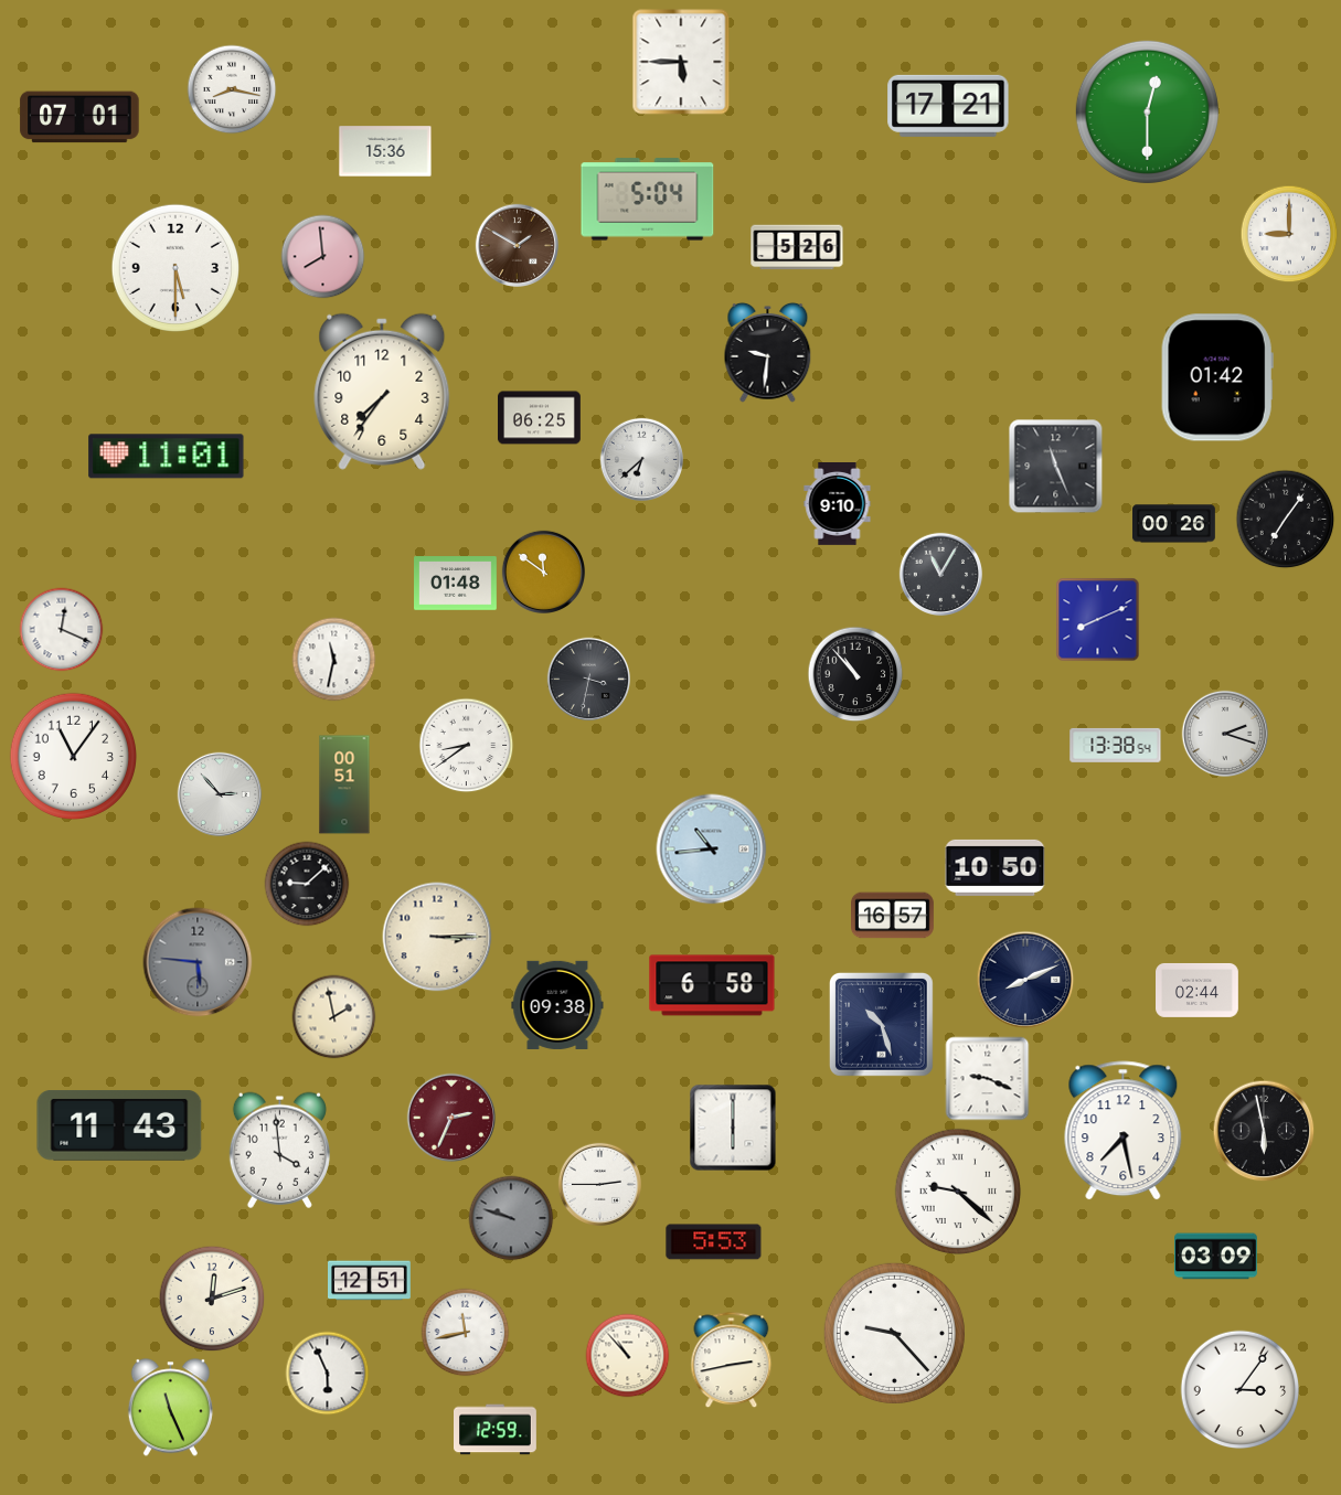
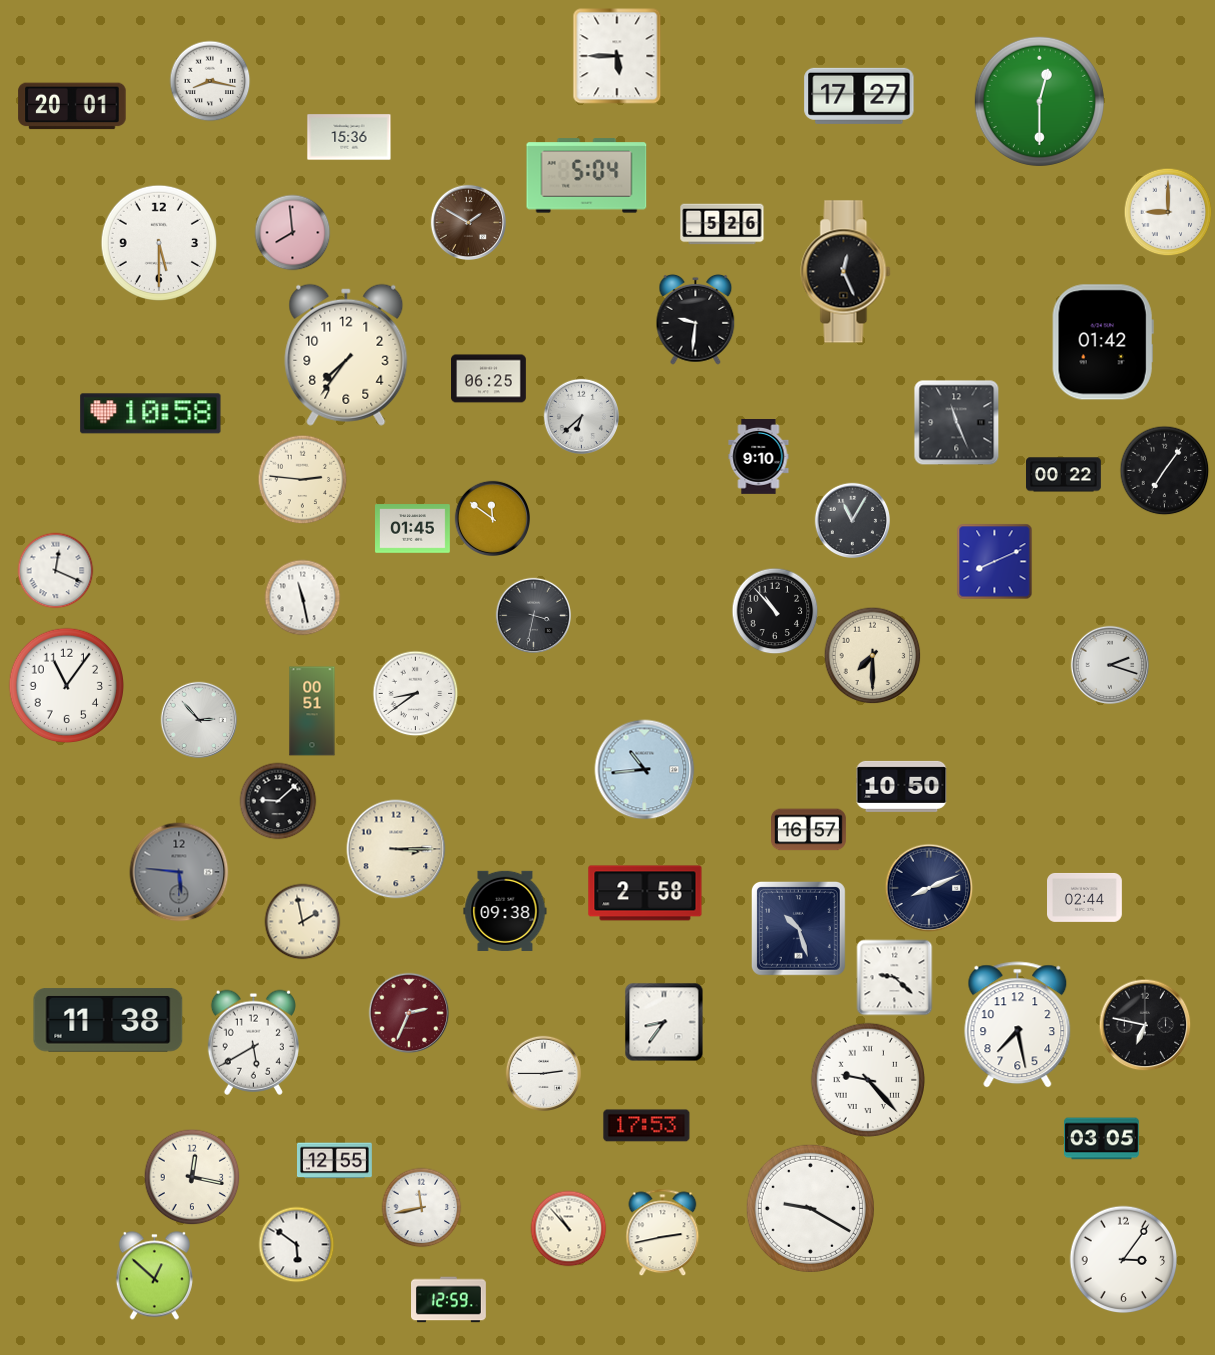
clock at (948, 106): 17:21 -> 17:27
clock at (79, 117): 07:01 -> 20:01
clock at (648, 200) position: (648, 200) -> (587, 176)
clock at (846, 272): none -> 12:26
clock at (167, 457): 11:01 -> 10:58
clock at (1174, 524): 00:26 -> 00:22
clock at (303, 480): none -> 2:46
clock at (456, 584): 01:48 -> 01:45
clock at (334, 660): 11:32 -> 11:28
clock at (873, 656): none -> 7:30
clock at (1116, 745): 13:38 -> none
clock at (467, 746) position: (467, 746) -> (416, 694)
clock at (712, 985): 6:58 -> 2:58
clock at (988, 1079): 9:19 -> 9:22
clock at (119, 1126): 11:43 -> 11:38
clock at (733, 1128): 6:00 -> 8:36
clock at (1264, 1131): 5:58 -> 6:47
clock at (279, 1150): 3:59 -> 5:40
clock at (957, 1190): 9:22 -> 9:23
clock at (511, 1218): 9:48 -> none
clock at (714, 1242): 5:53 -> 17:53
clock at (1216, 1257): 03:09 -> 03:05
clock at (370, 1281): 12:51 -> 12:55
clock at (212, 1299): 12:12 -> 12:17
clock at (894, 1333): 9:23 -> 9:20
clock at (328, 1374): 5:56 -> 5:51
clock at (170, 1408): 11:26 -> 12:52
clock at (496, 1430) position: (496, 1430) -> (449, 1300)
